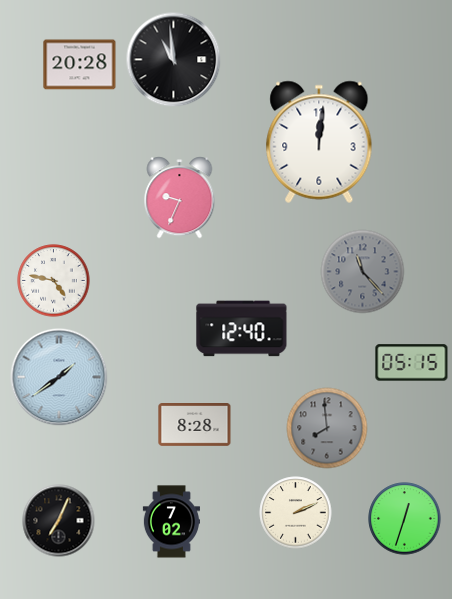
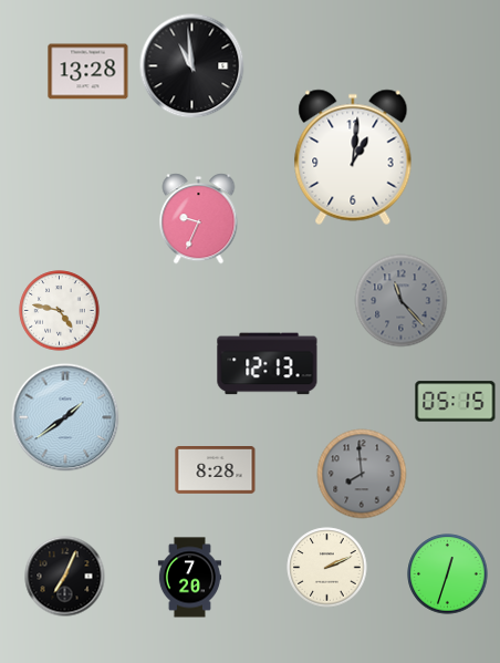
clock at (80, 65): 20:28 -> 13:28
clock at (319, 142): 12:01 -> 1:01
clock at (242, 329): 12:40 -> 12:13
clock at (171, 522): 7:02 -> 7:20
